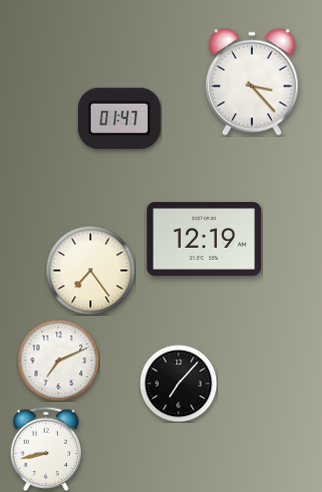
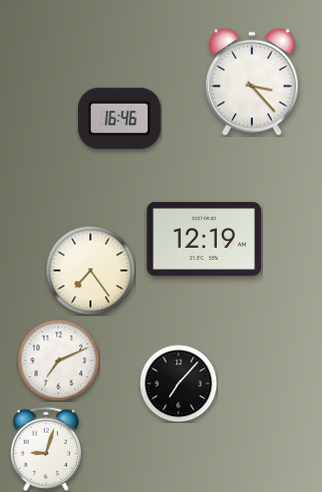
clock at (120, 118): 01:47 -> 16:46
clock at (46, 449): 8:43 -> 9:03
